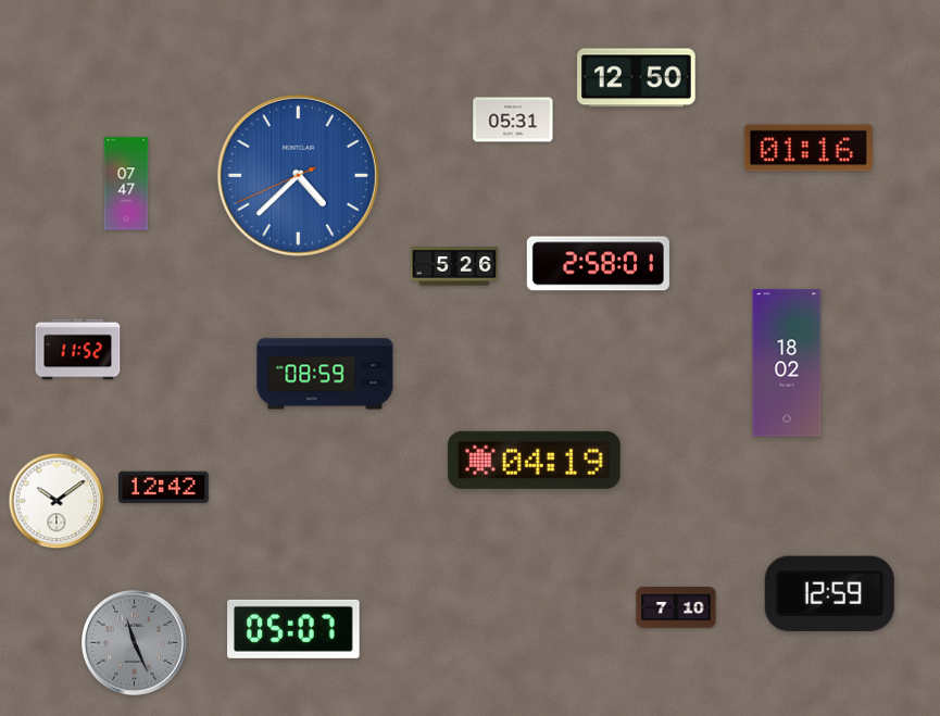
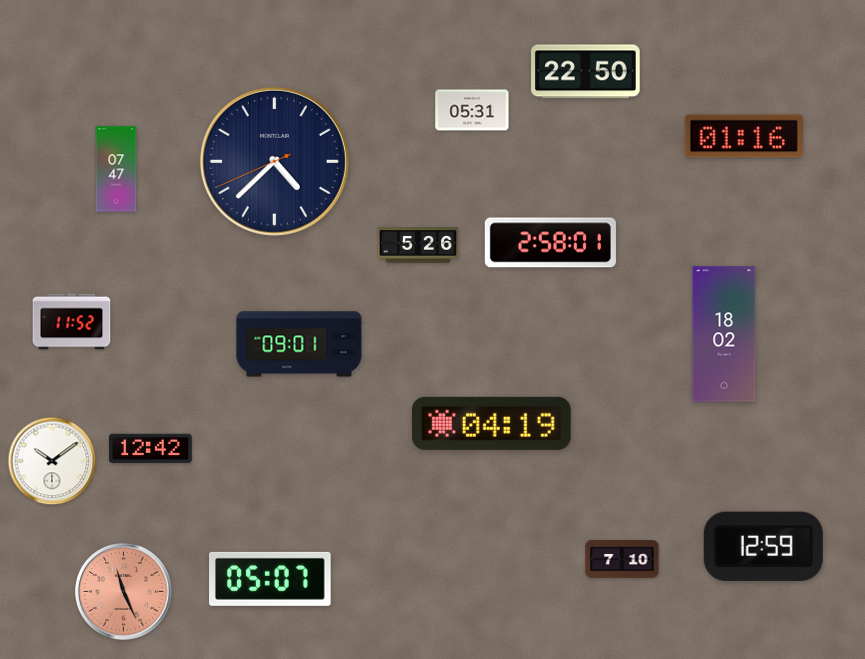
clock at (637, 78): 12:50 -> 22:50
clock at (298, 175) dial: blue -> navy
clock at (325, 374): 08:59 -> 09:01
clock at (135, 643) dial: grey -> salmon
